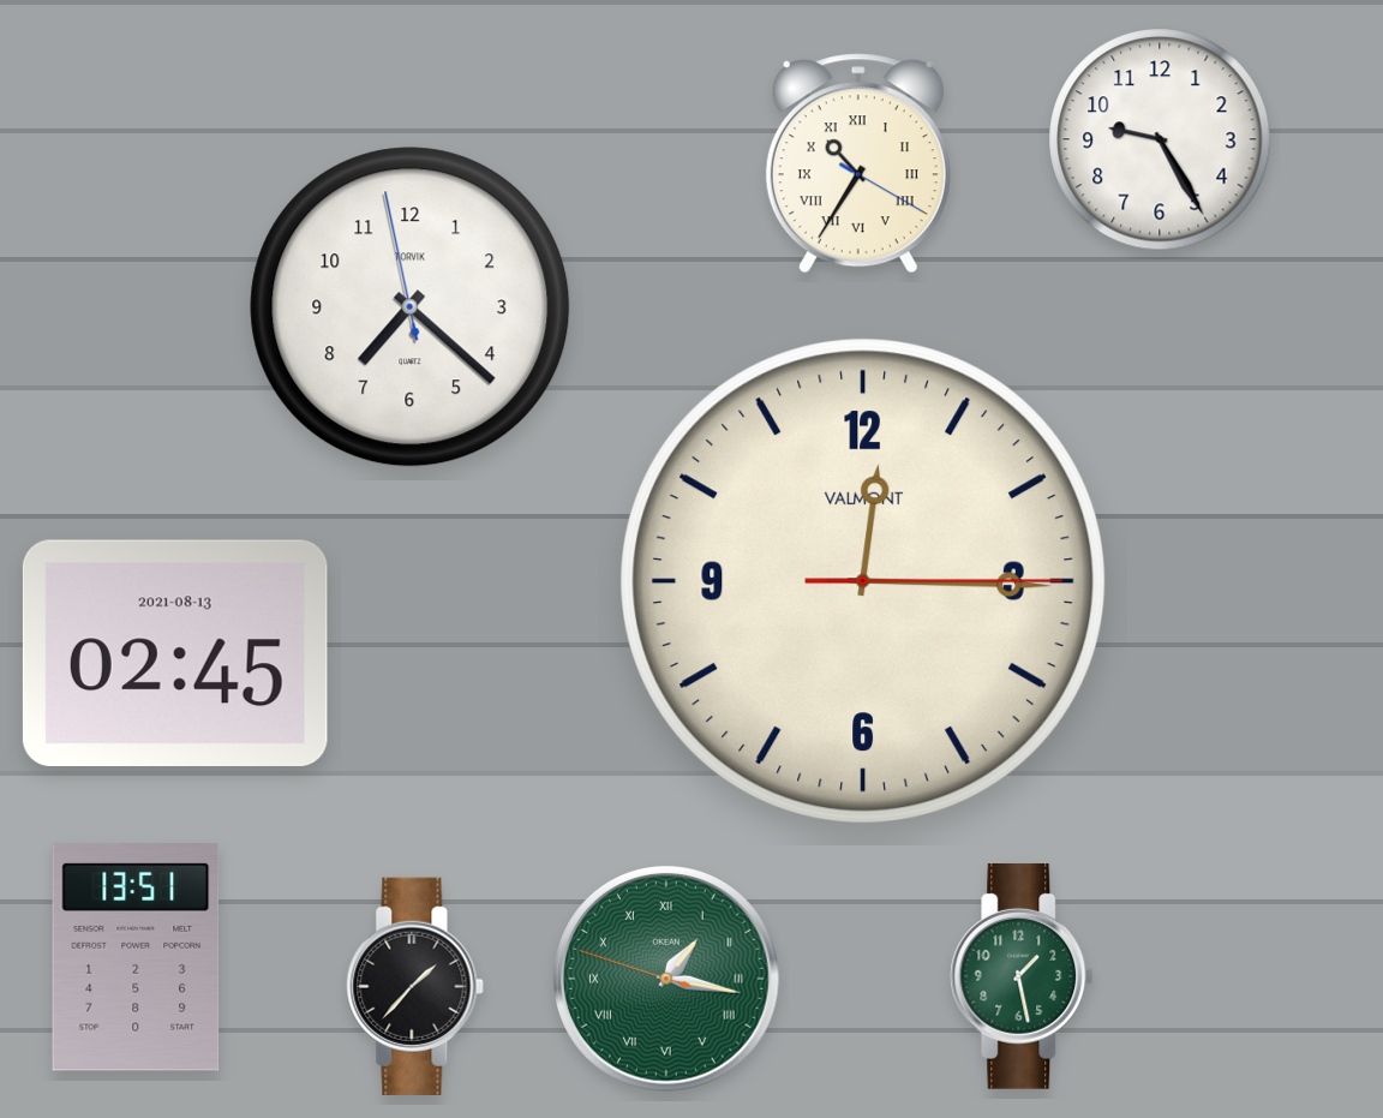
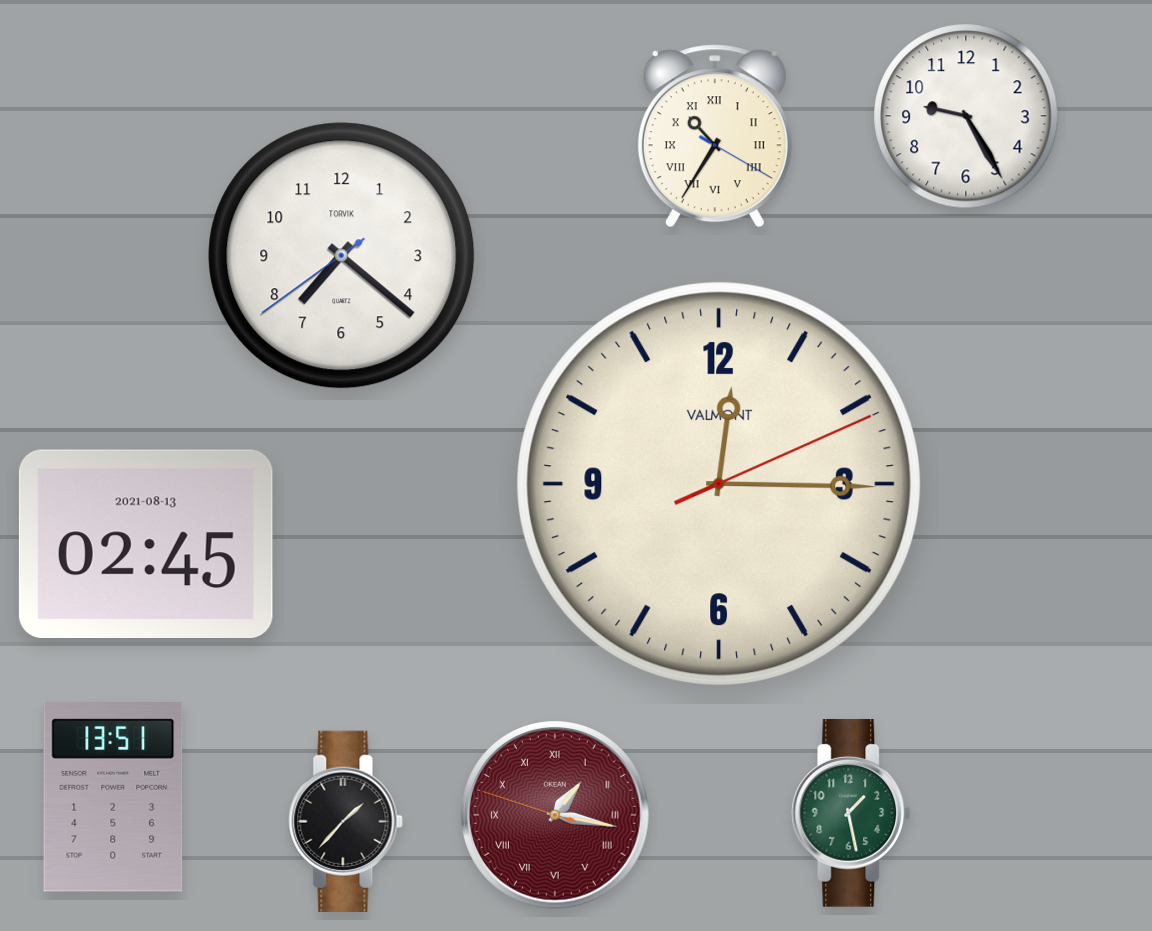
clock at (411, 307): 7:21:58 -> 7:21:39
clock at (862, 580): 12:15:15 -> 12:15:11
clock at (667, 980) dial: green -> burgundy
